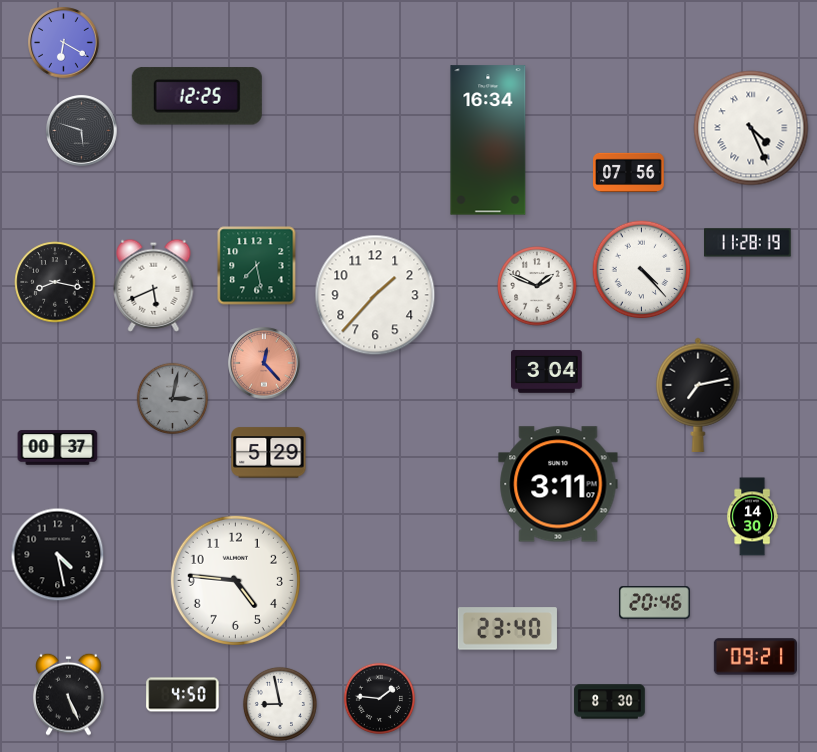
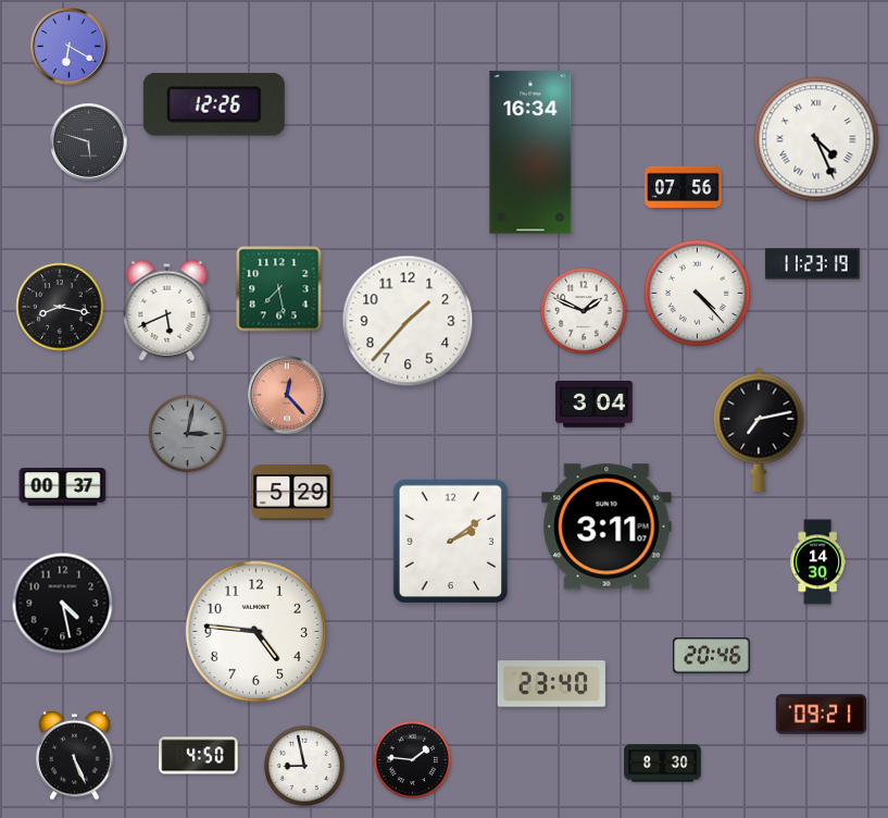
clock at (197, 96): 12:25 -> 12:26
clock at (748, 243): 11:28 -> 11:23
clock at (450, 541): none -> 2:09
